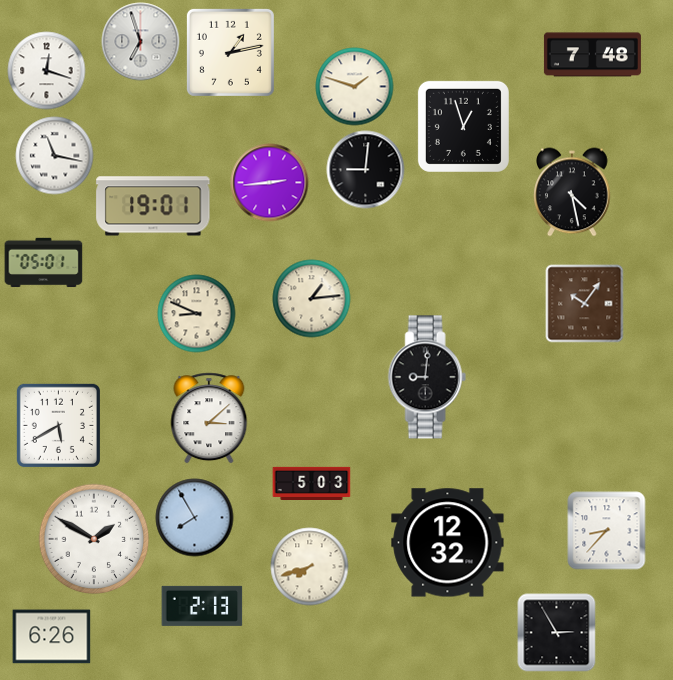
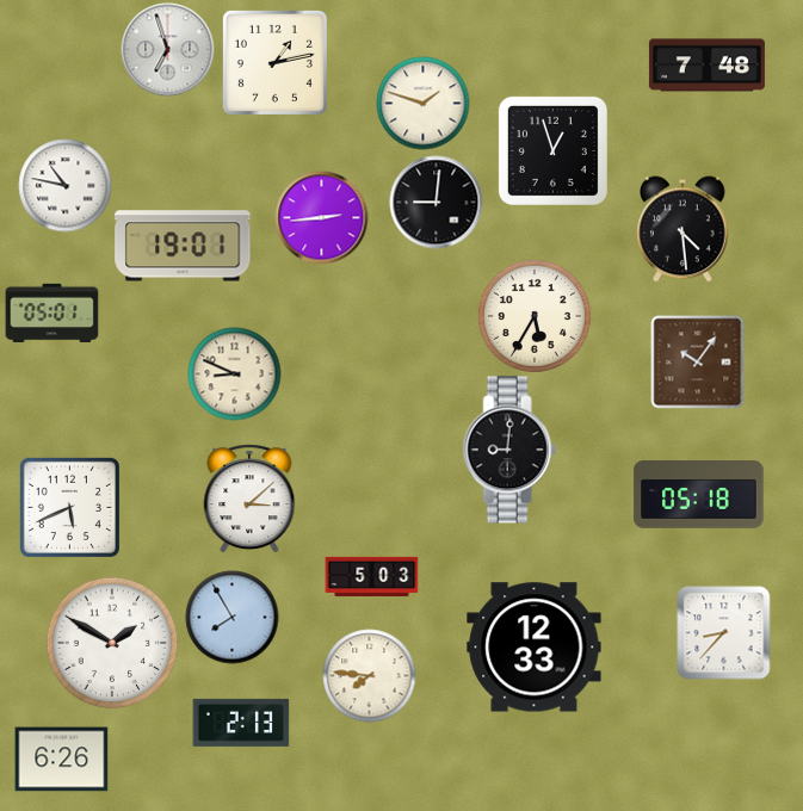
clock at (46, 70): 12:18 -> none
clock at (54, 155): 11:17 -> 10:47
clock at (572, 192): 4:28 -> 4:29
clock at (535, 316): none -> 5:35
clock at (311, 298): 1:14 -> none
clock at (699, 495): none -> 05:18
clock at (58, 425): 5:40 -> 5:41
clock at (448, 543): 12:32 -> 12:33
clock at (309, 566): 7:42 -> 7:46
clock at (556, 632): 2:55 -> none
